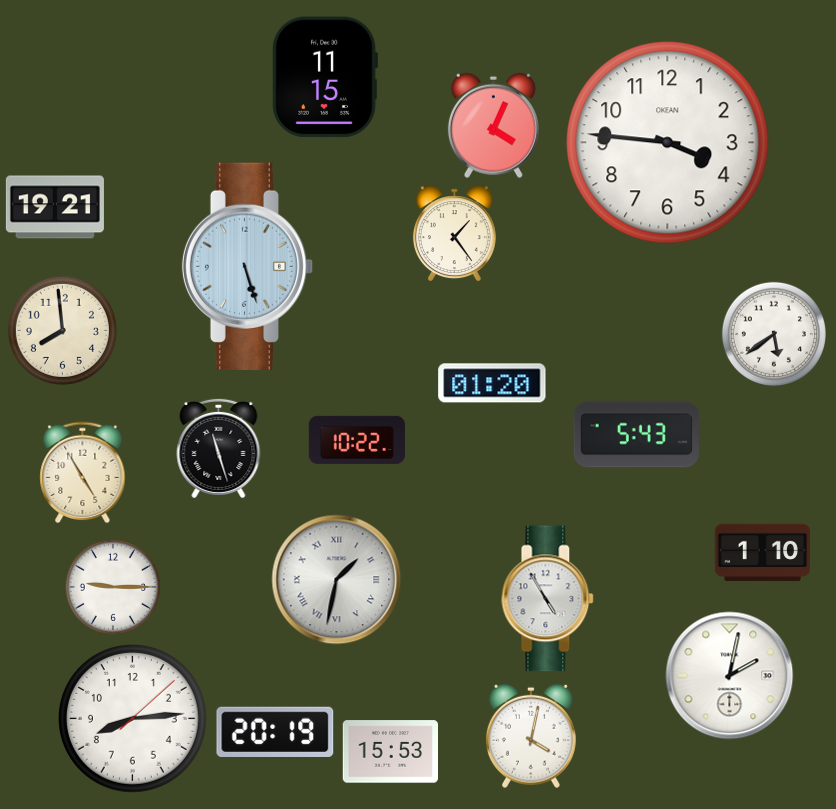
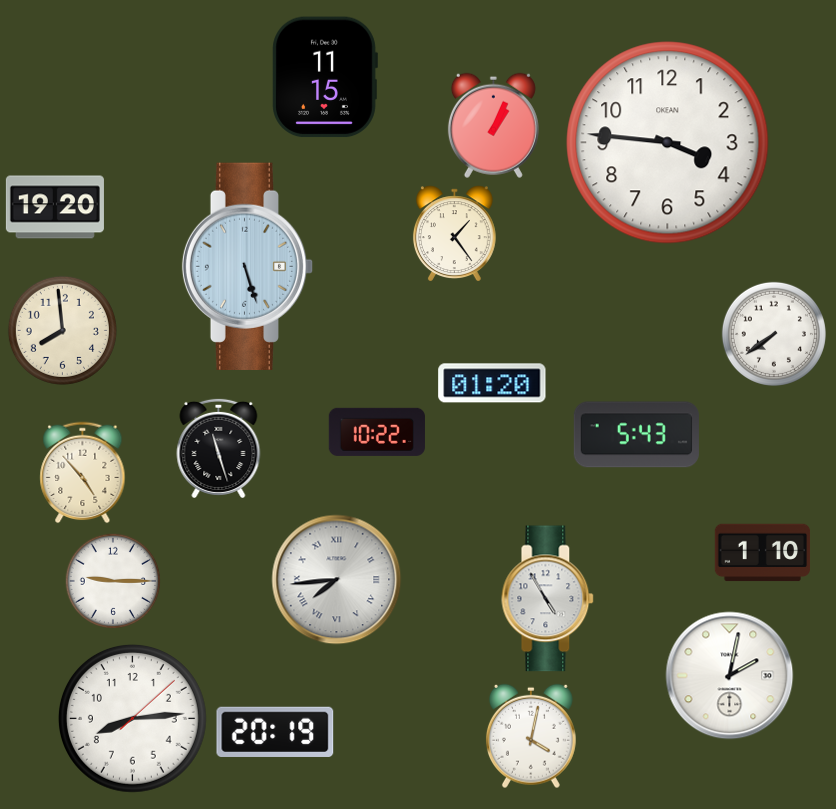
clock at (493, 125): 4:04 -> 1:04
clock at (55, 207): 19:21 -> 19:20
clock at (774, 334): 5:39 -> 7:39
clock at (357, 440) position: (357, 440) -> (377, 432)
clock at (83, 473): 4:55 -> 4:53
clock at (337, 580): 1:32 -> 7:44
clock at (112, 586) position: (112, 586) -> (112, 580)
clock at (390, 752): 15:53 -> none
